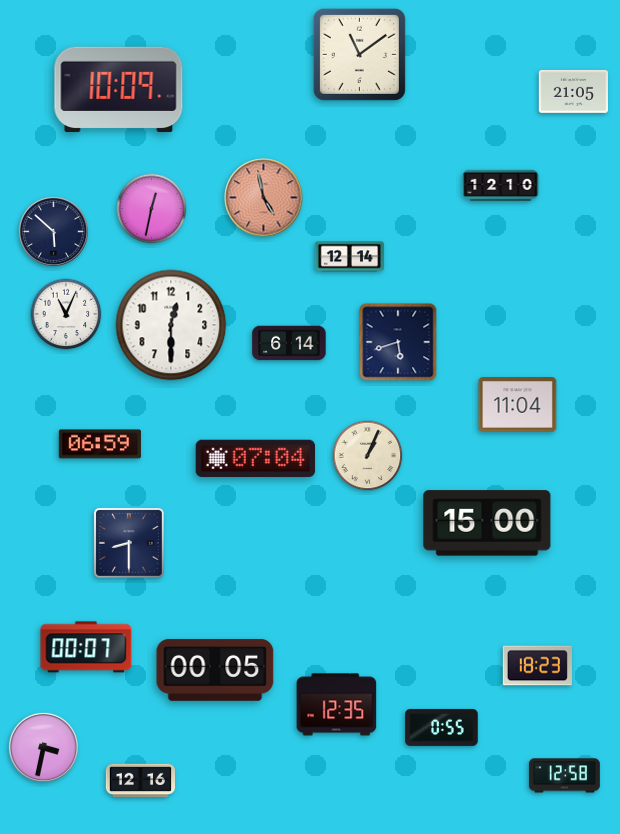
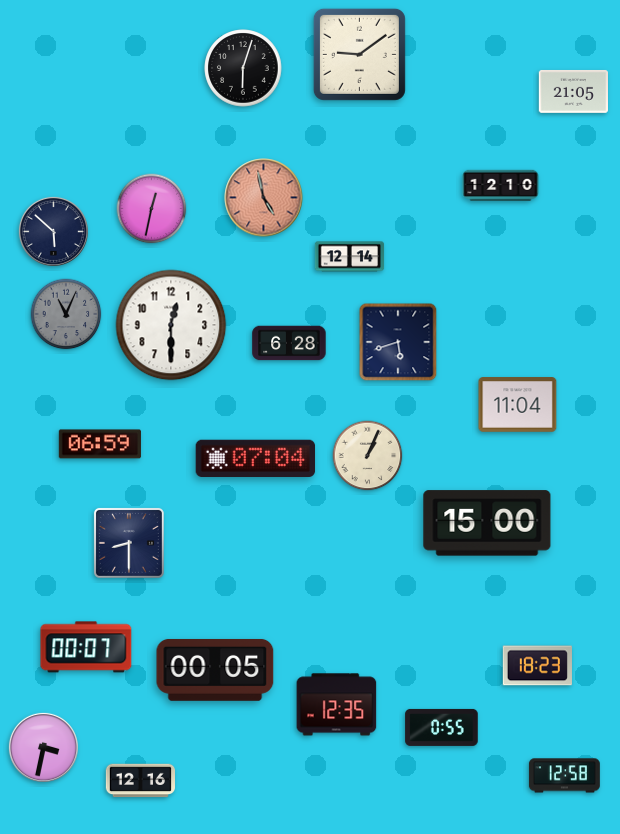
clock at (359, 54): 11:09 -> 9:09
clock at (243, 68): none -> 6:03
clock at (119, 90): 10:09 -> none
clock at (66, 314) dial: white -> grey
clock at (289, 343): 6:14 -> 6:28
